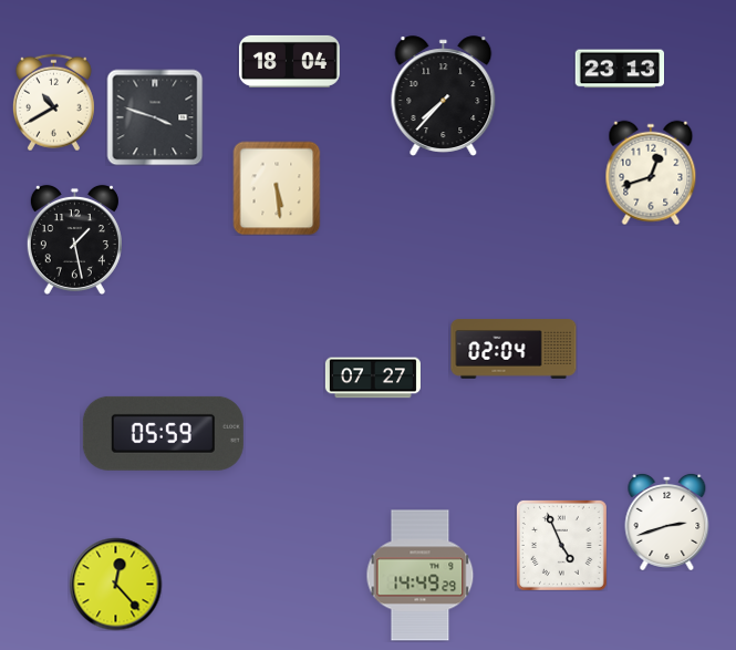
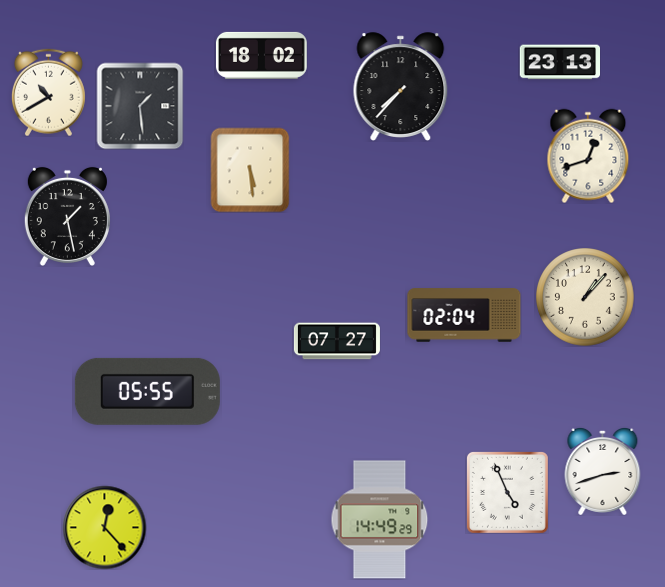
clock at (289, 61): 18:04 -> 18:02
clock at (155, 117): 3:48 -> 1:29
clock at (585, 297): none -> 1:07
clock at (163, 433): 05:59 -> 05:55
